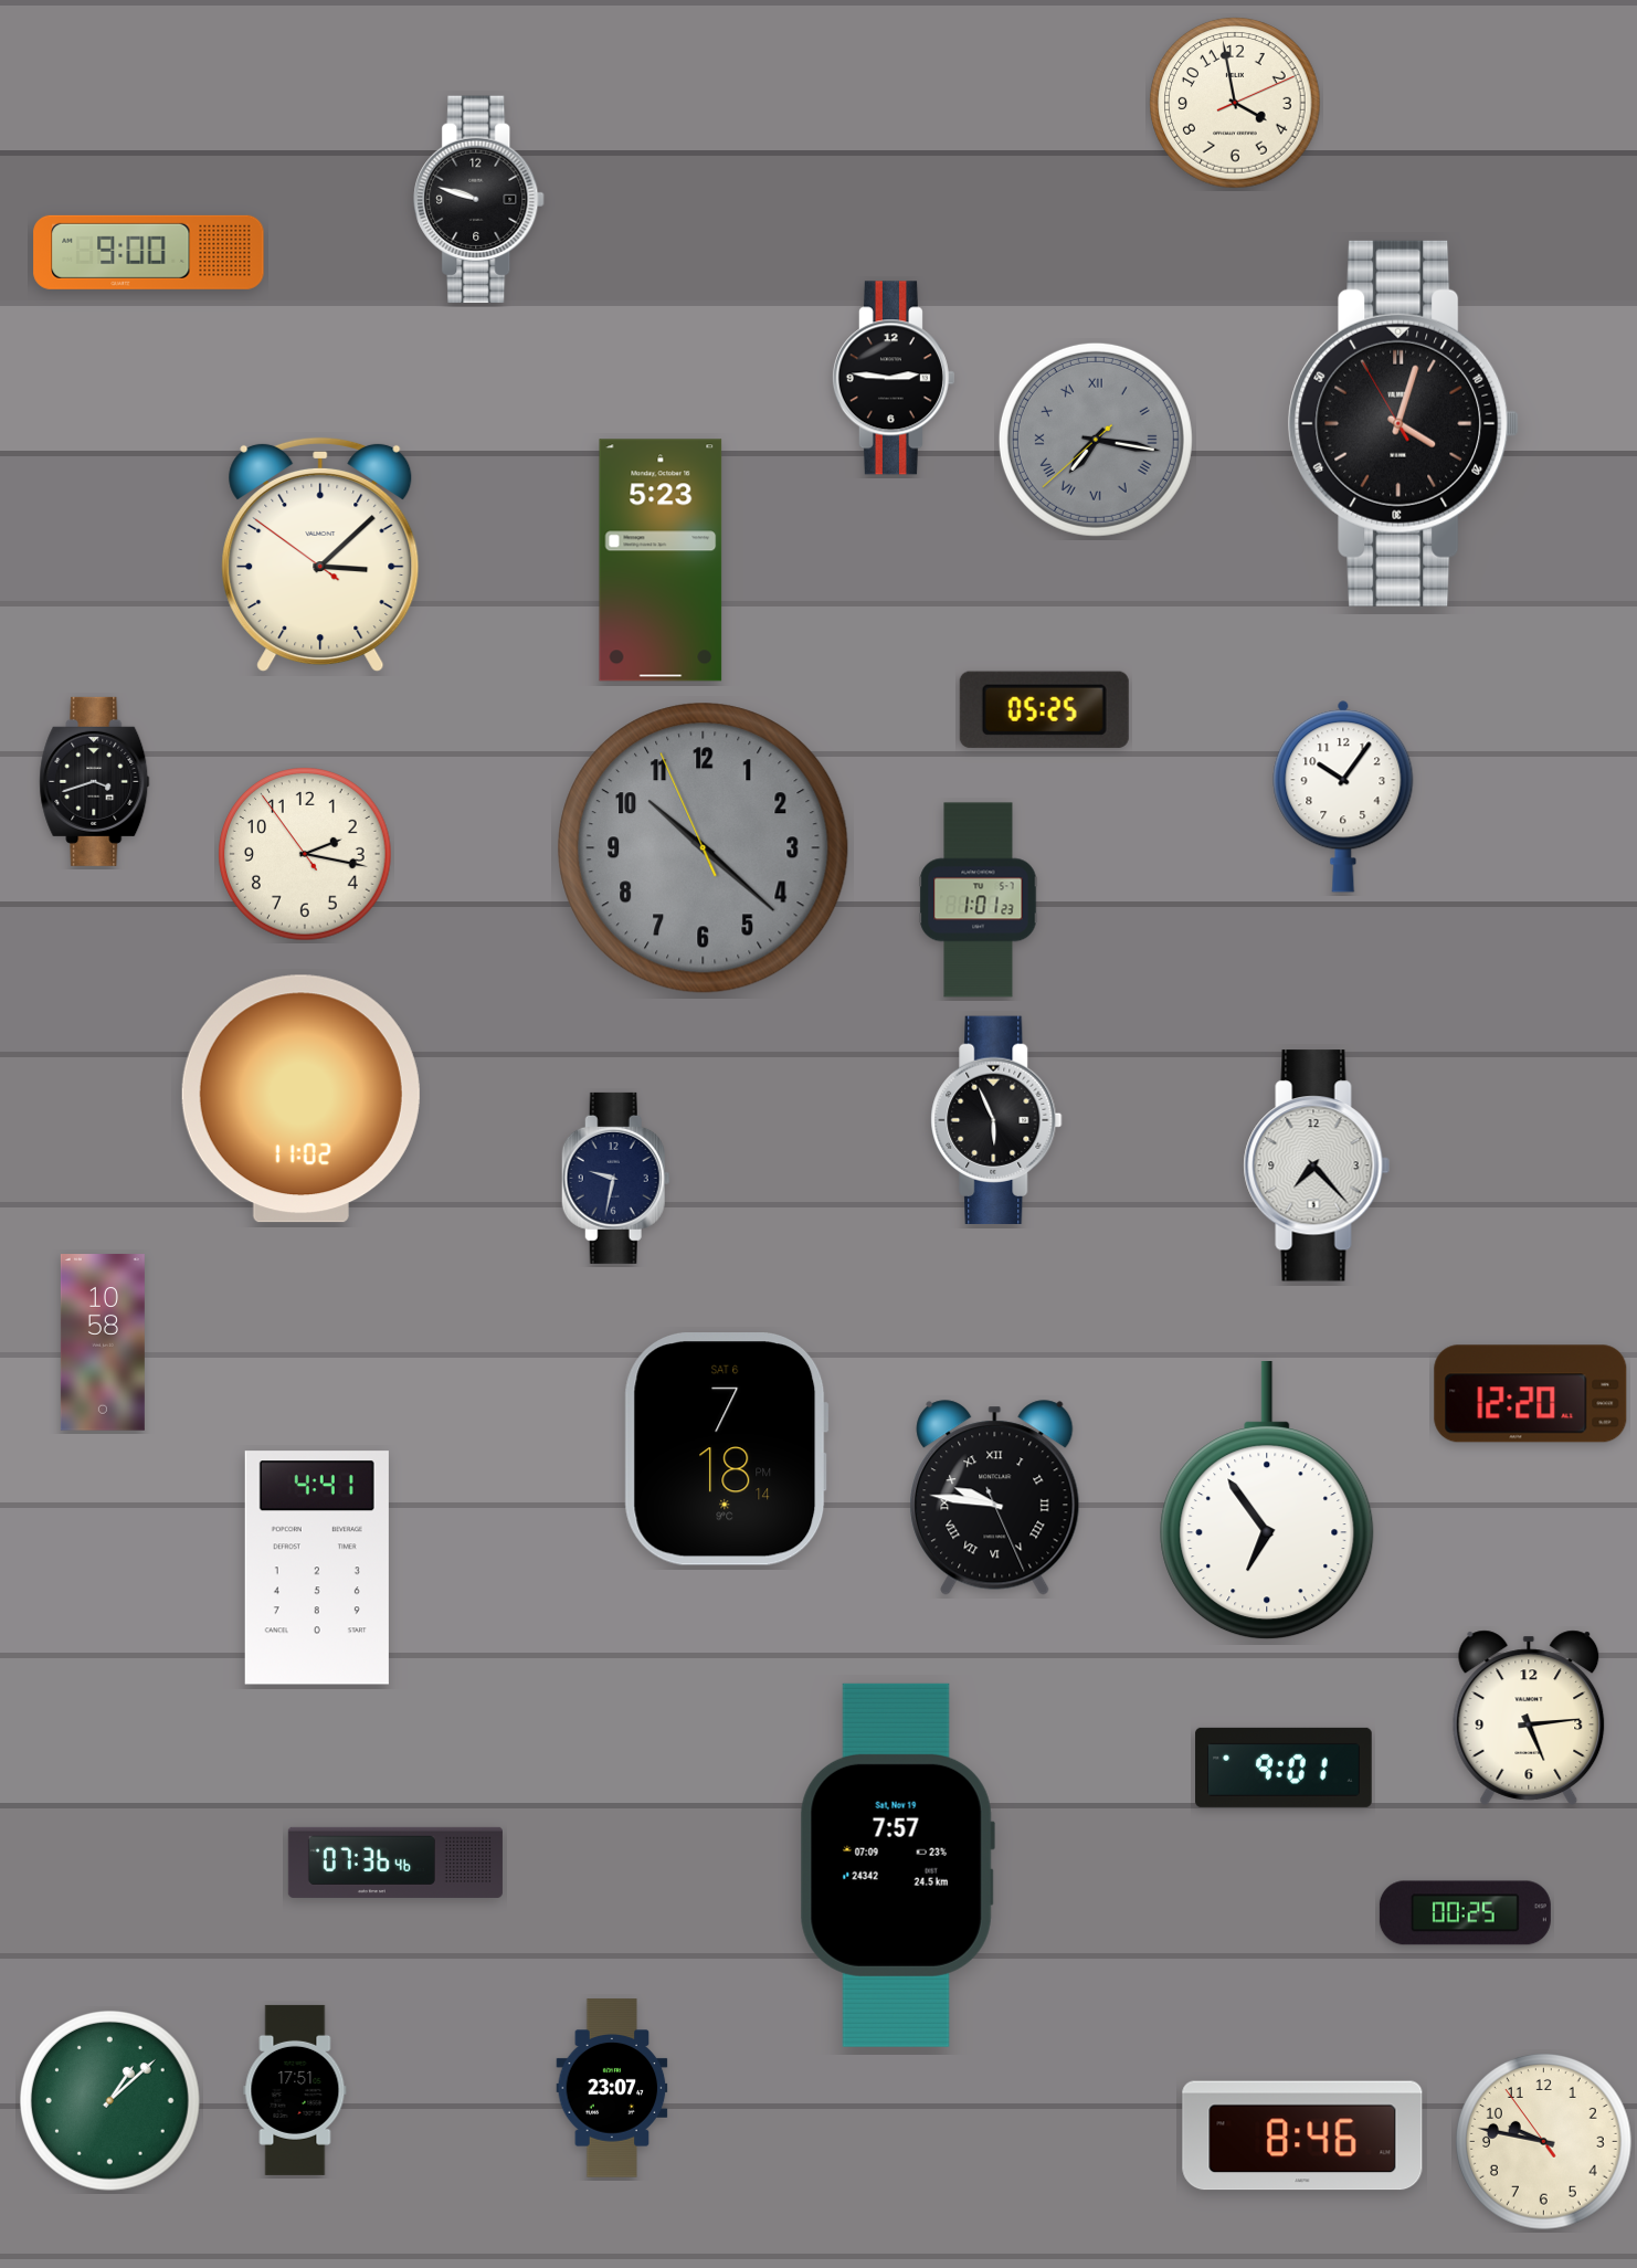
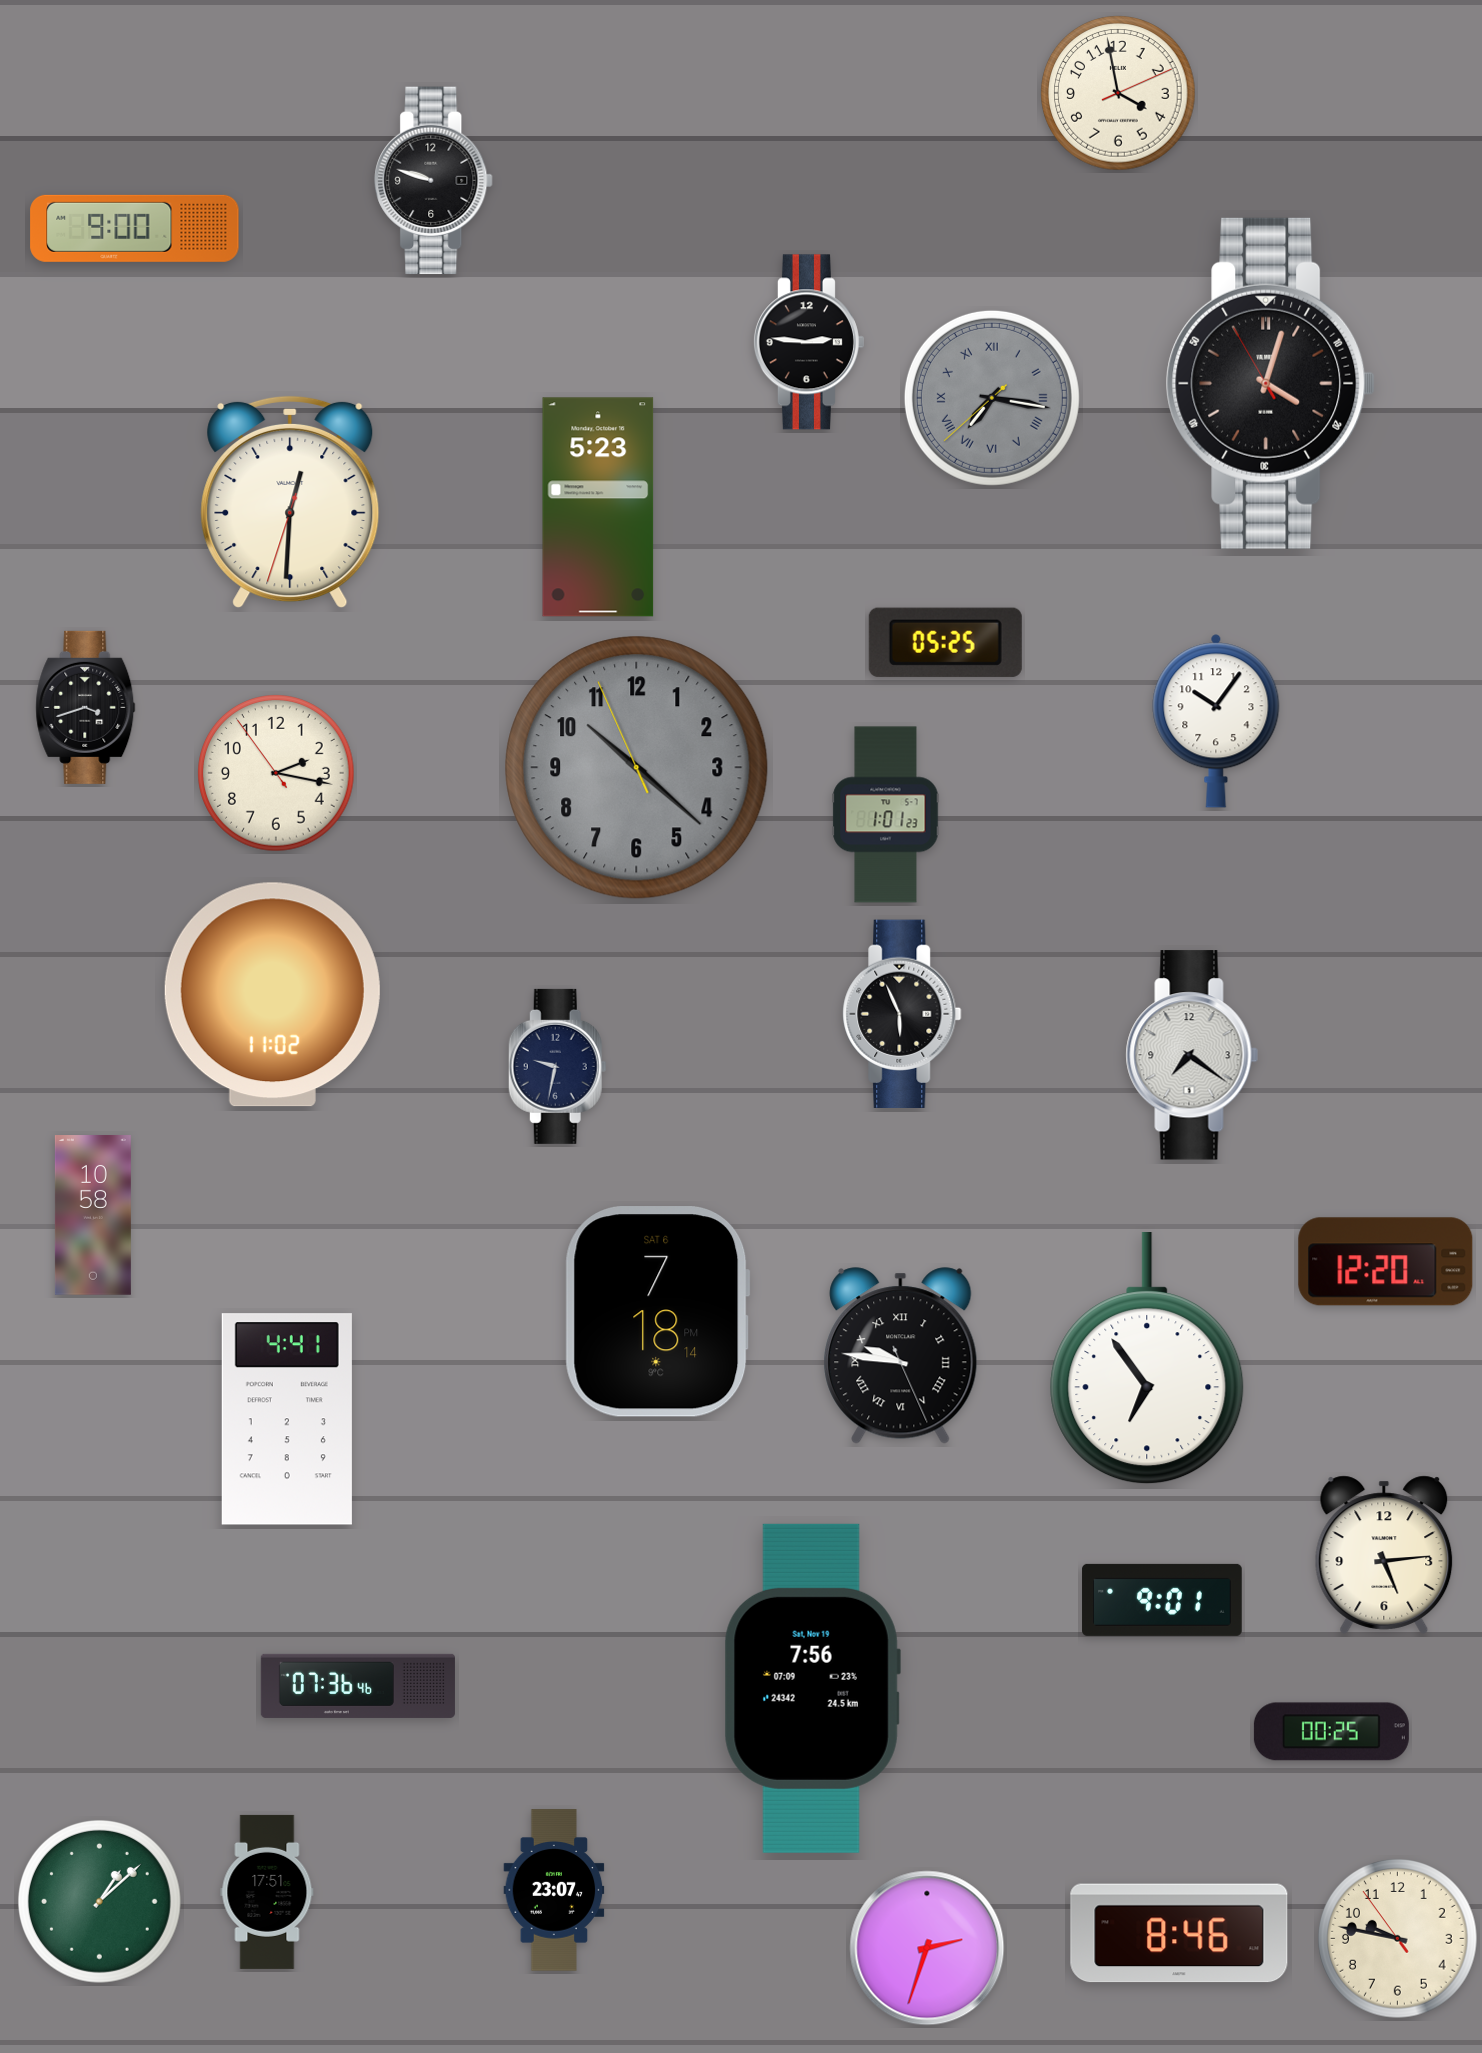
clock at (320, 555): 3:07 -> 12:30
clock at (1317, 1165): 7:23 -> 7:21
clock at (897, 1865): 7:57 -> 7:56
clock at (1465, 1913) position: (1465, 1913) -> (1331, 1732)
clock at (927, 1948): none -> 2:33
